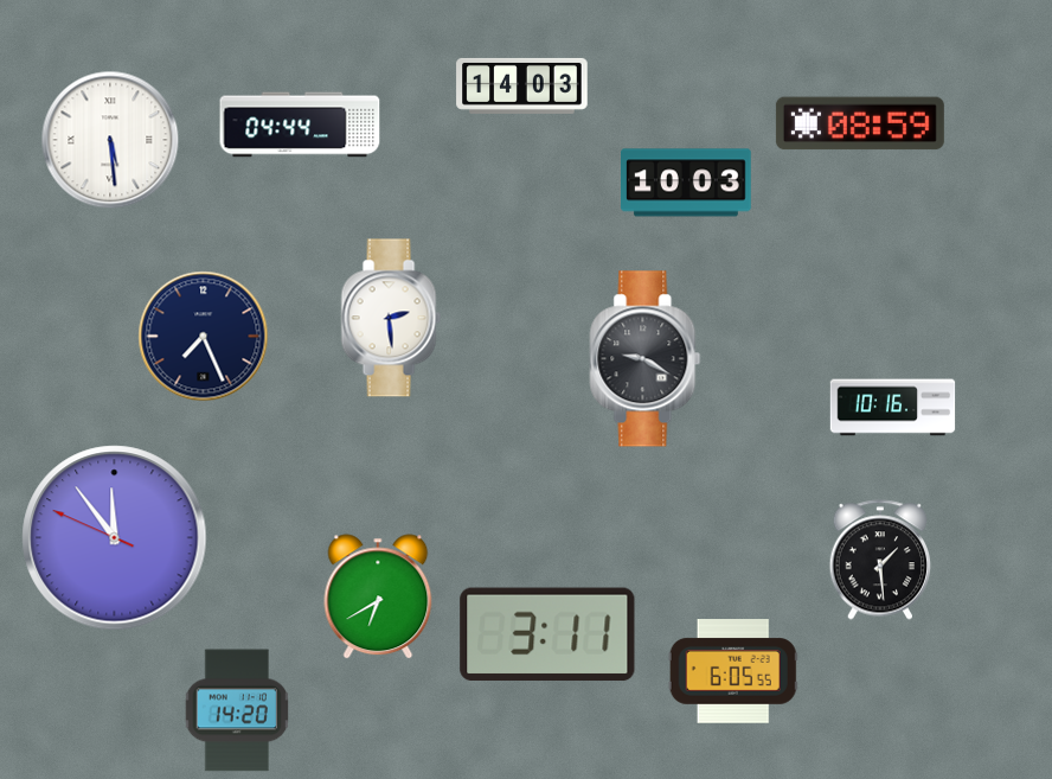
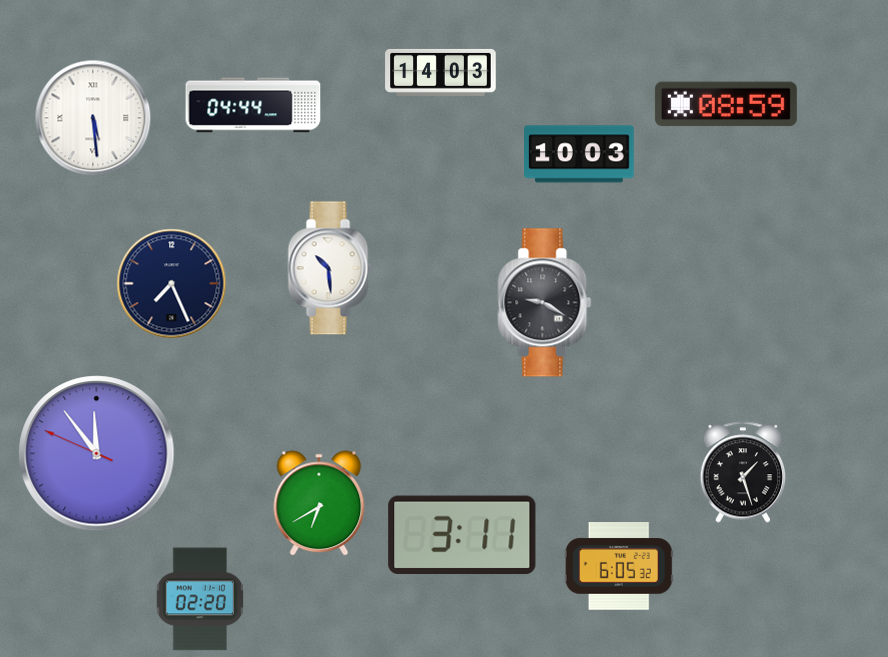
clock at (391, 318): 2:29 -> 10:29
clock at (893, 408): 10:16 -> none
clock at (880, 560): 1:29 -> 1:27
clock at (733, 671): 6:05:55 -> 6:05:32
clock at (236, 710): 14:20 -> 02:20
